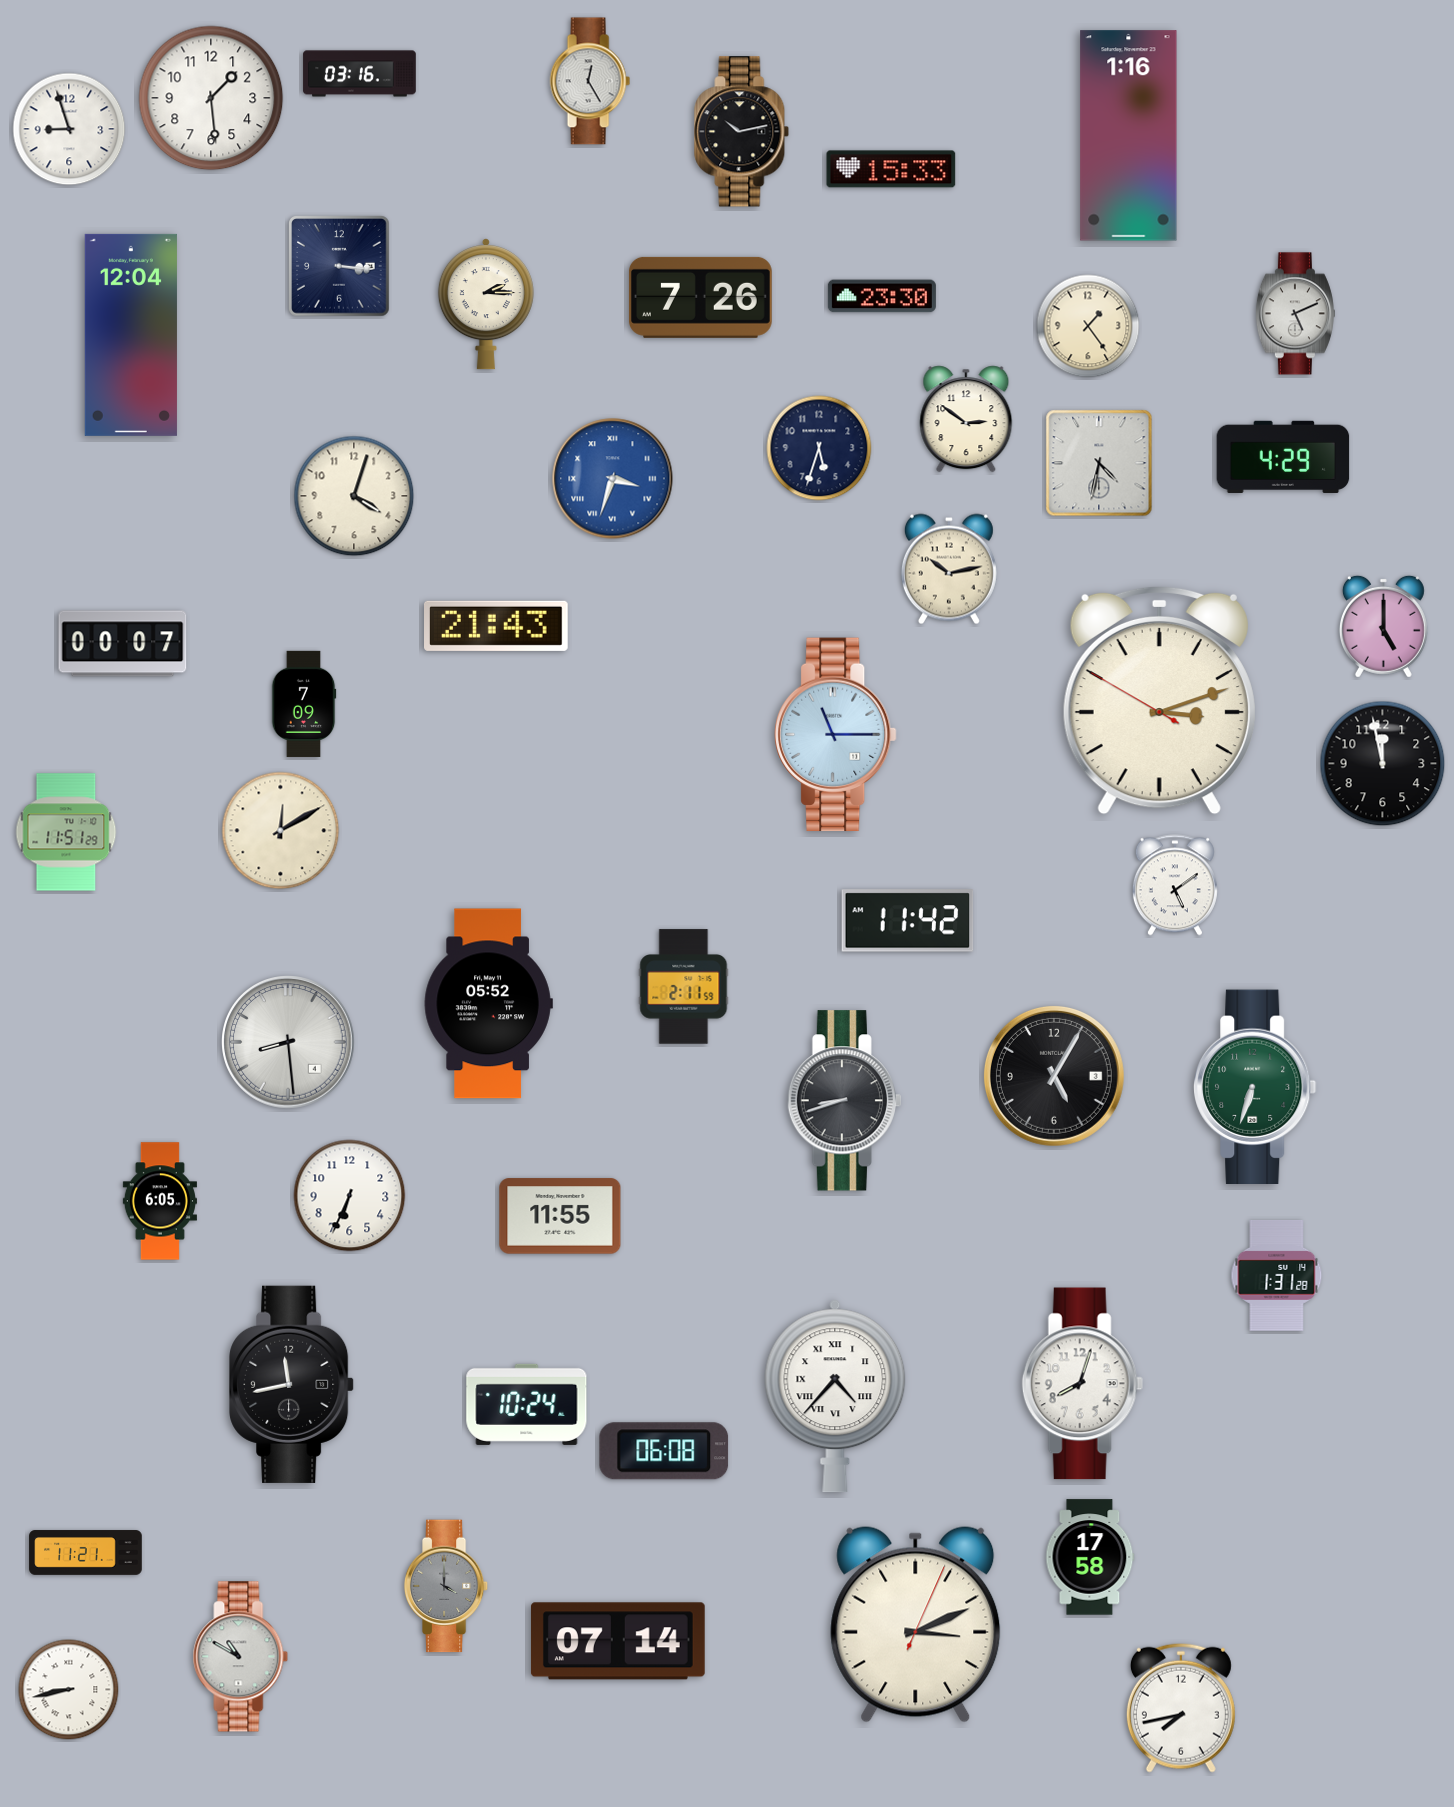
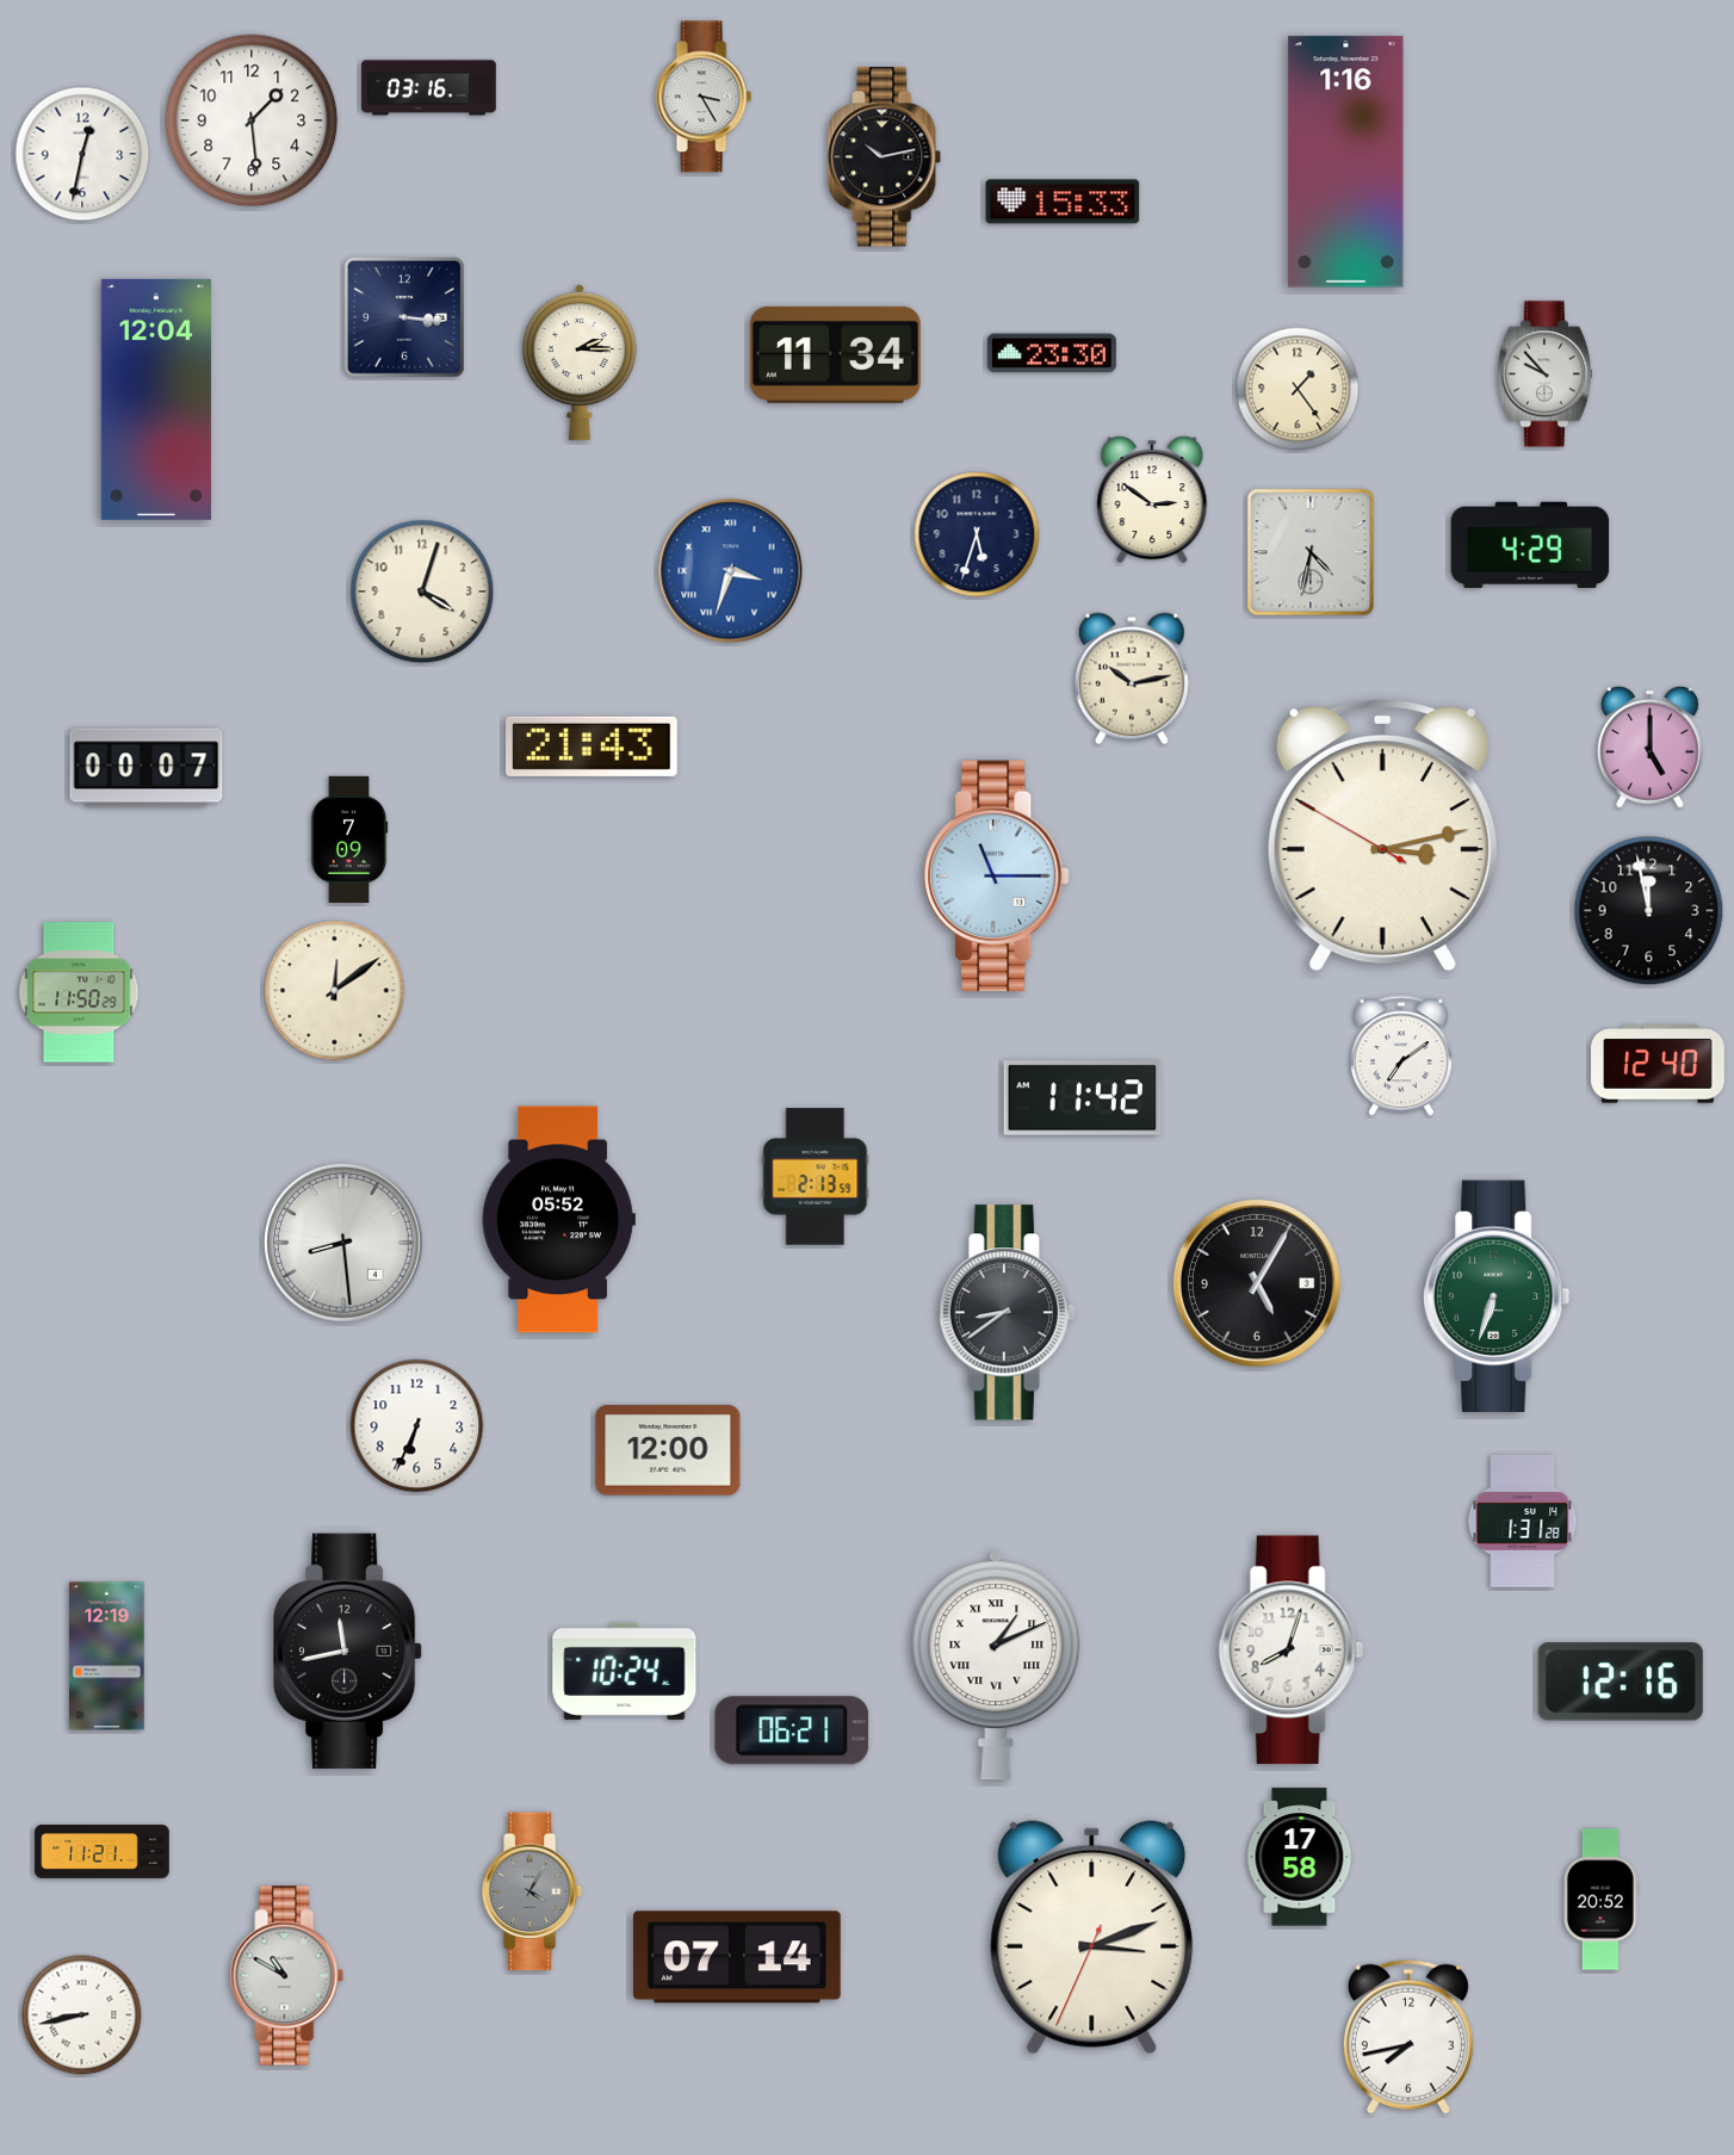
clock at (590, 81): 12:25 -> 3:25
clock at (211, 98) position: (211, 98) -> (252, 120)
clock at (69, 129): 8:57 -> 12:32
clock at (701, 297): 7:26 -> 11:34
clock at (1295, 314): 5:11 -> 9:53
clock at (1159, 700): 3:11 -> 3:12
clock at (304, 704) position: (304, 704) -> (349, 840)
clock at (281, 831): 12:10 -> 12:09
clock at (66, 832): 11:51 -> 11:50
clock at (1175, 885): 5:09 -> 7:09
clock at (1659, 1064): none -> 12:40
clock at (684, 987): 2:11 -> 2:13
clock at (488, 1004) position: (488, 1004) -> (558, 1220)
clock at (844, 1101): 8:42 -> 8:39
clock at (160, 1201): 6:05 -> none
clock at (560, 1216): 11:55 -> 12:00
clock at (107, 1656): none -> 12:19
clock at (835, 1396): 4:37 -> 1:11
clock at (527, 1404) position: (527, 1404) -> (625, 1671)
clock at (1621, 1682): none -> 12:16
clock at (664, 1451): 06:08 -> 06:21
clock at (446, 1586): 4:00 -> 4:05
clock at (1600, 1900): none -> 20:52
clock at (916, 1625): 3:11:04 -> 3:11:34
